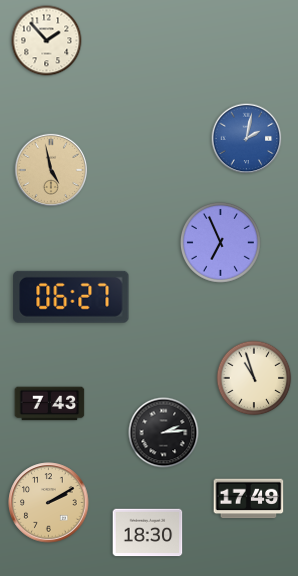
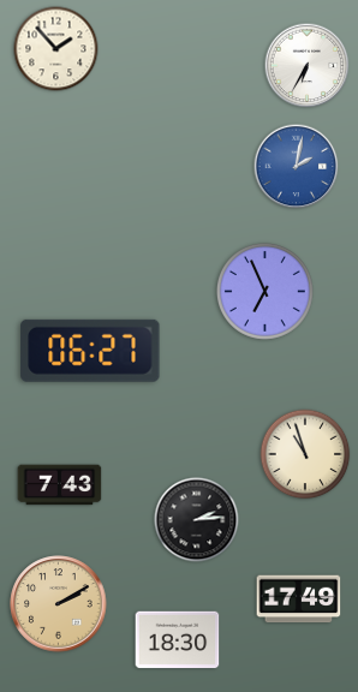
clock at (308, 66): none -> 6:35
clock at (50, 169): 4:58 -> none
clock at (71, 297) position: (71, 297) -> (90, 351)
